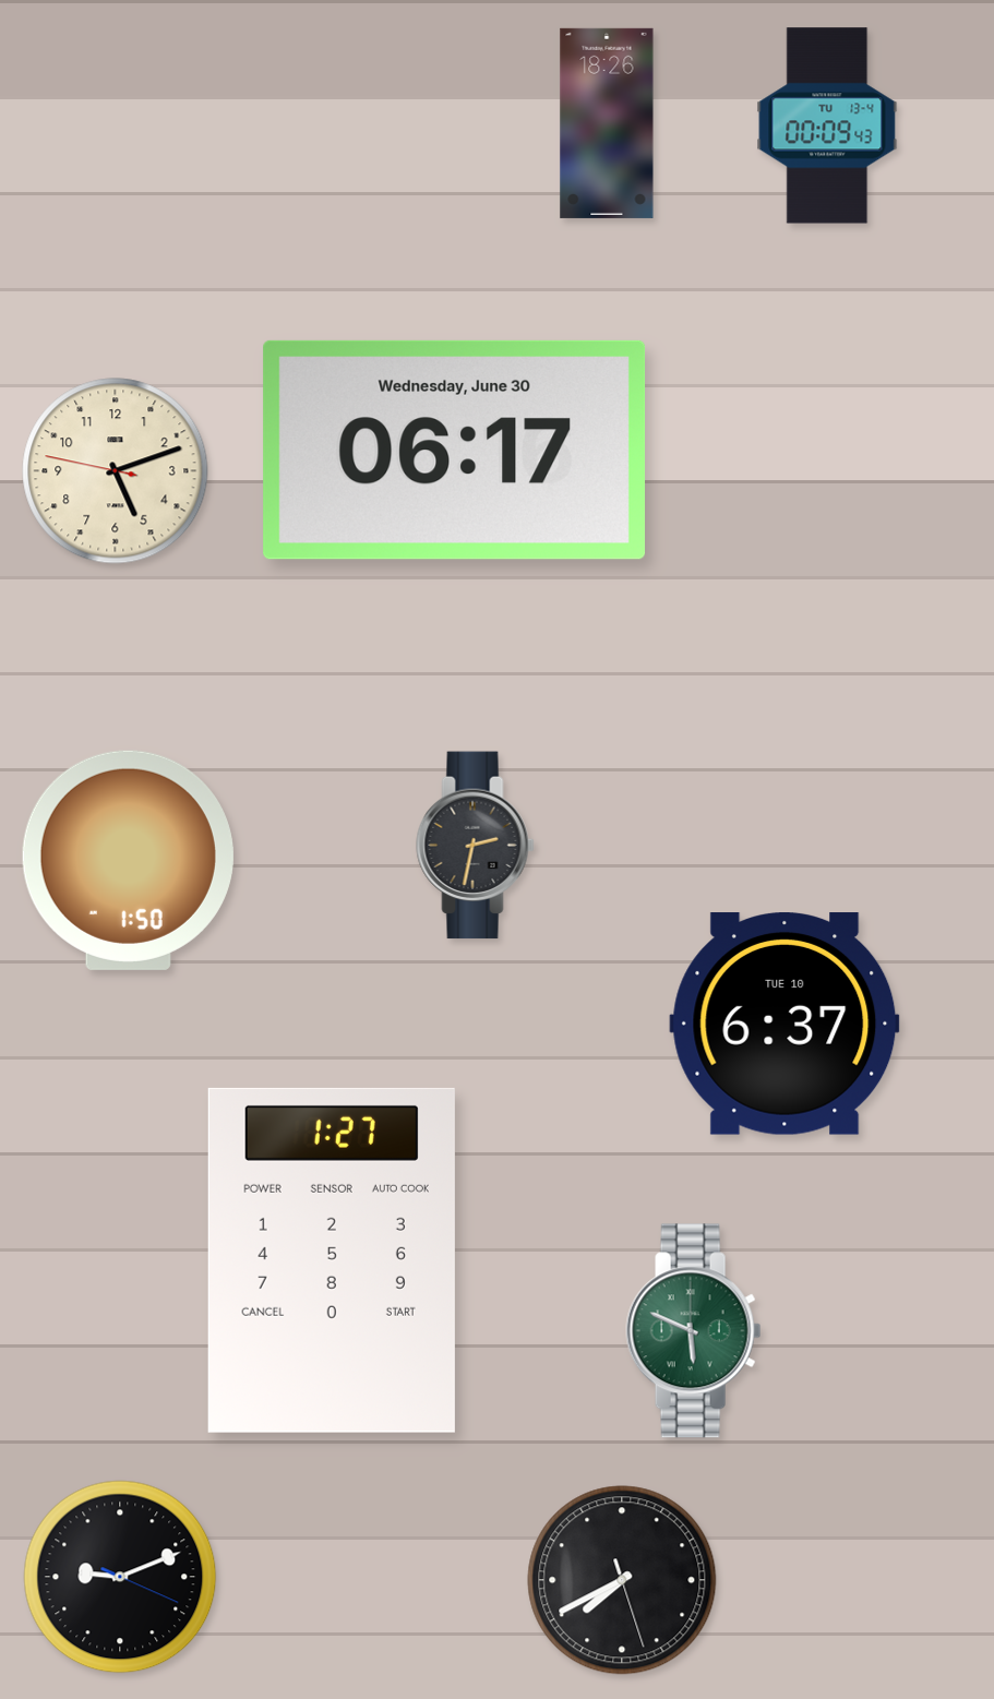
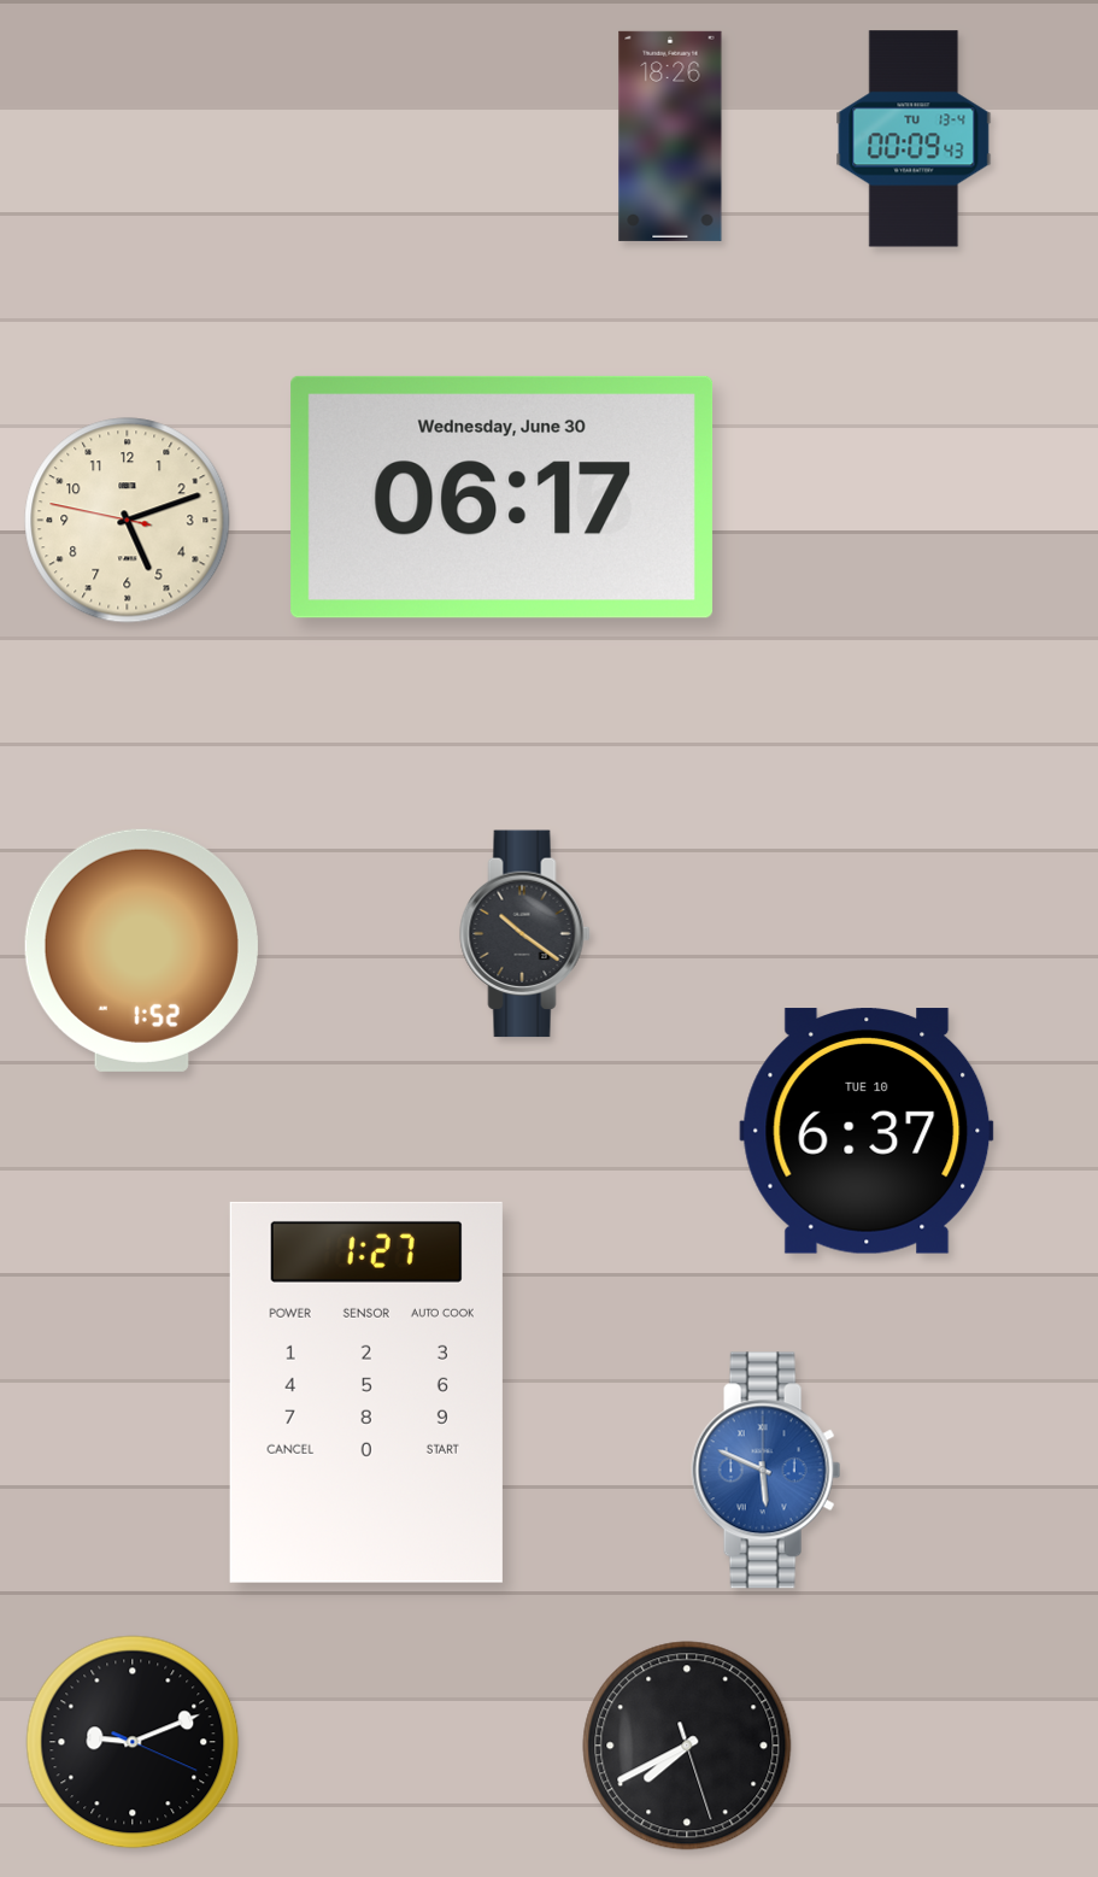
clock at (476, 846): 2:32 -> 10:21
clock at (128, 860): 1:50 -> 1:52
clock at (694, 1331) dial: green -> blue
